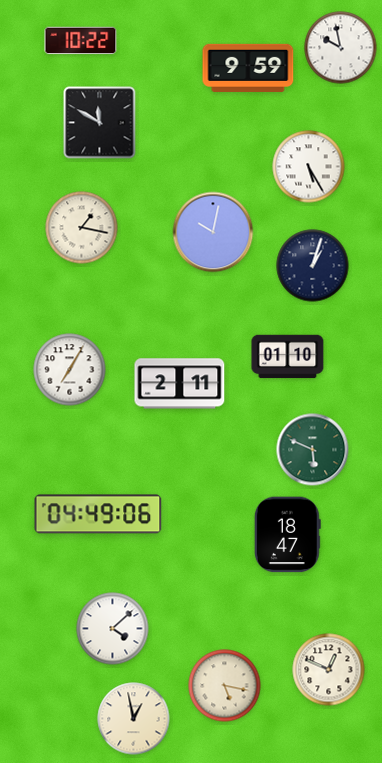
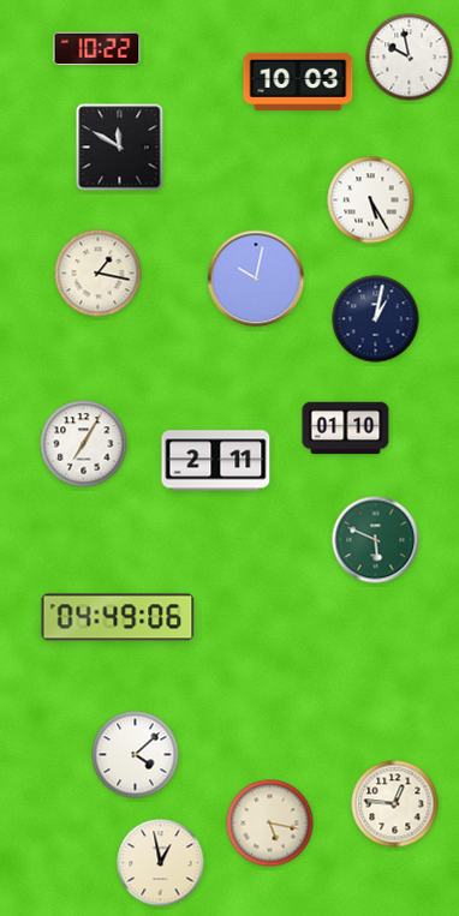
clock at (248, 68): 9:59 -> 10:03
clock at (313, 266): 1:03 -> 1:02
clock at (287, 535): 18:47 -> none
clock at (329, 670): 12:49 -> 12:46
